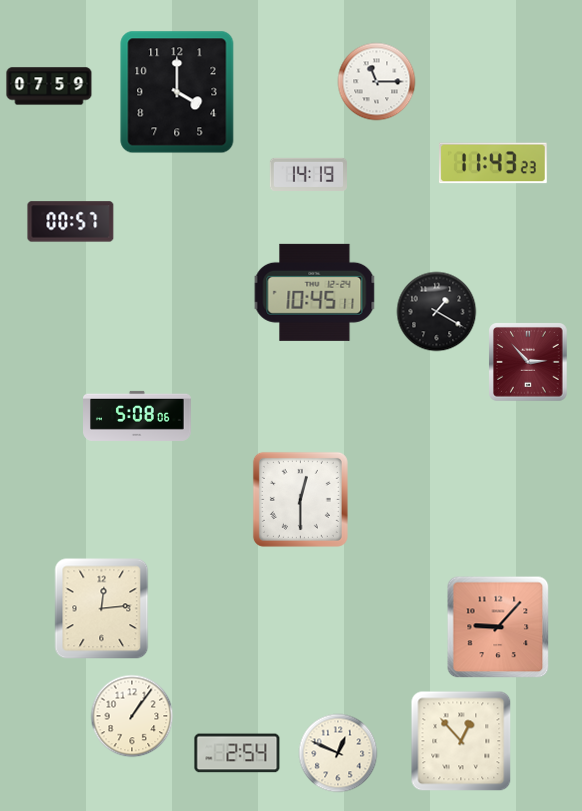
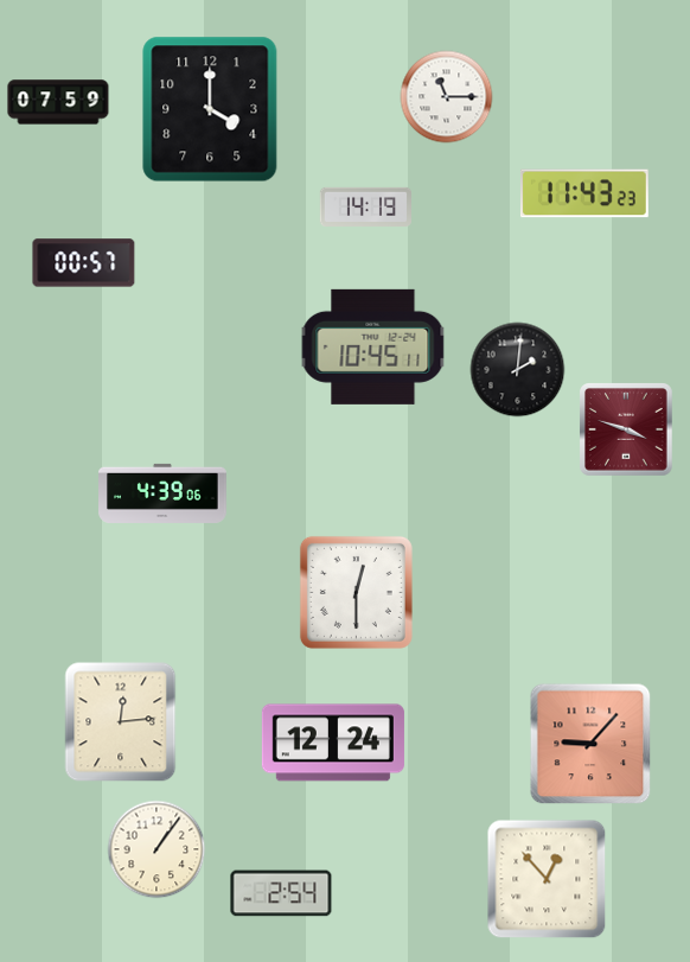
clock at (437, 312): 1:20 -> 2:01
clock at (528, 362): 2:53 -> 3:48
clock at (138, 416): 5:08 -> 4:39
clock at (333, 743): none -> 12:24
clock at (338, 753): 12:49 -> none
